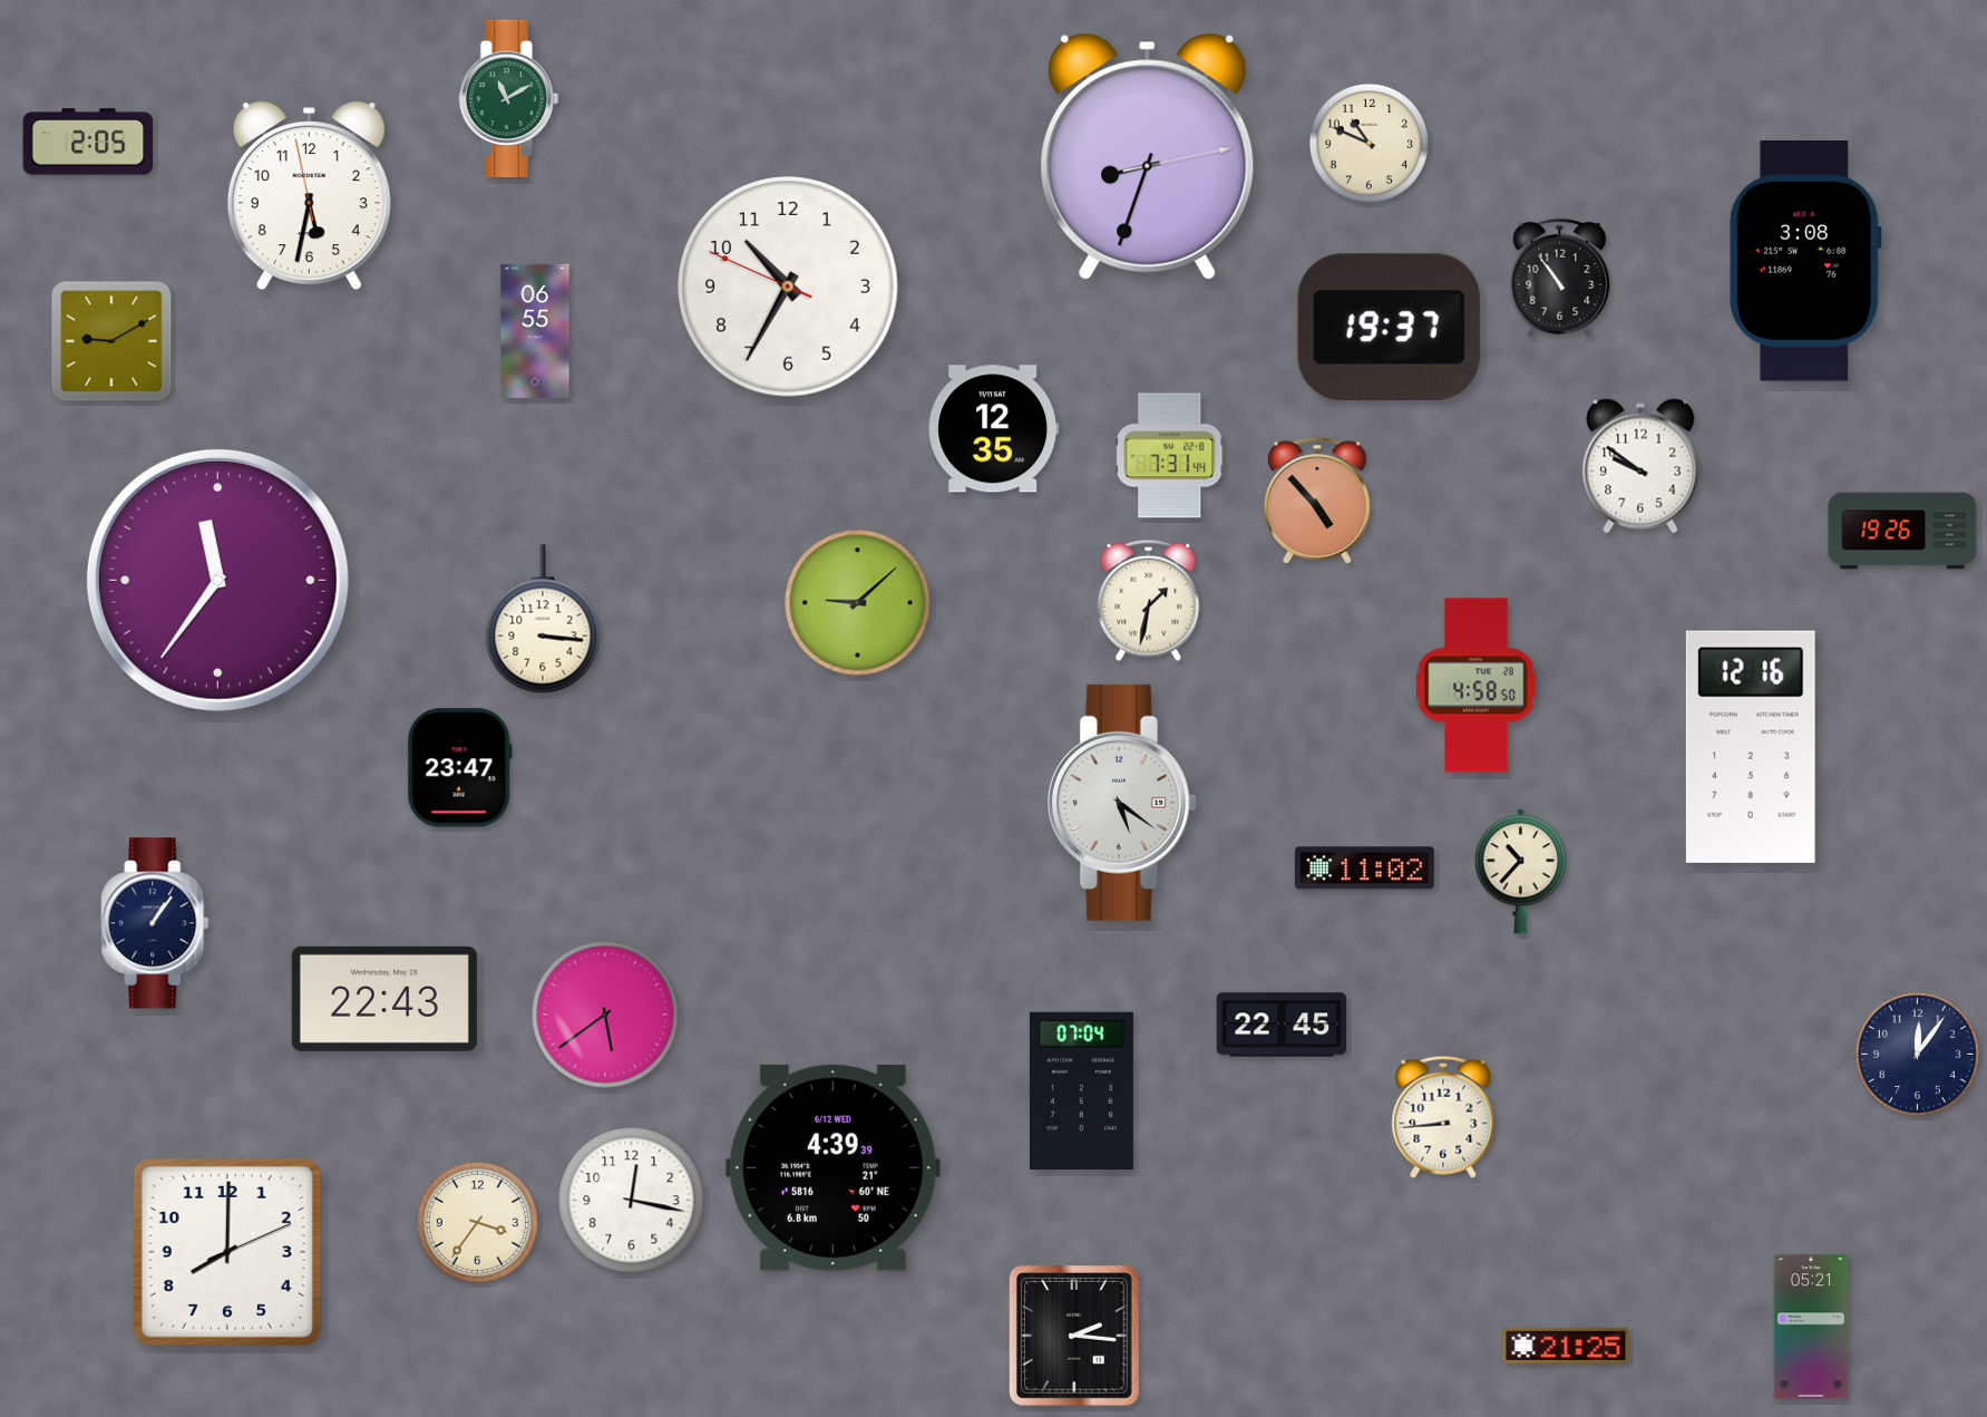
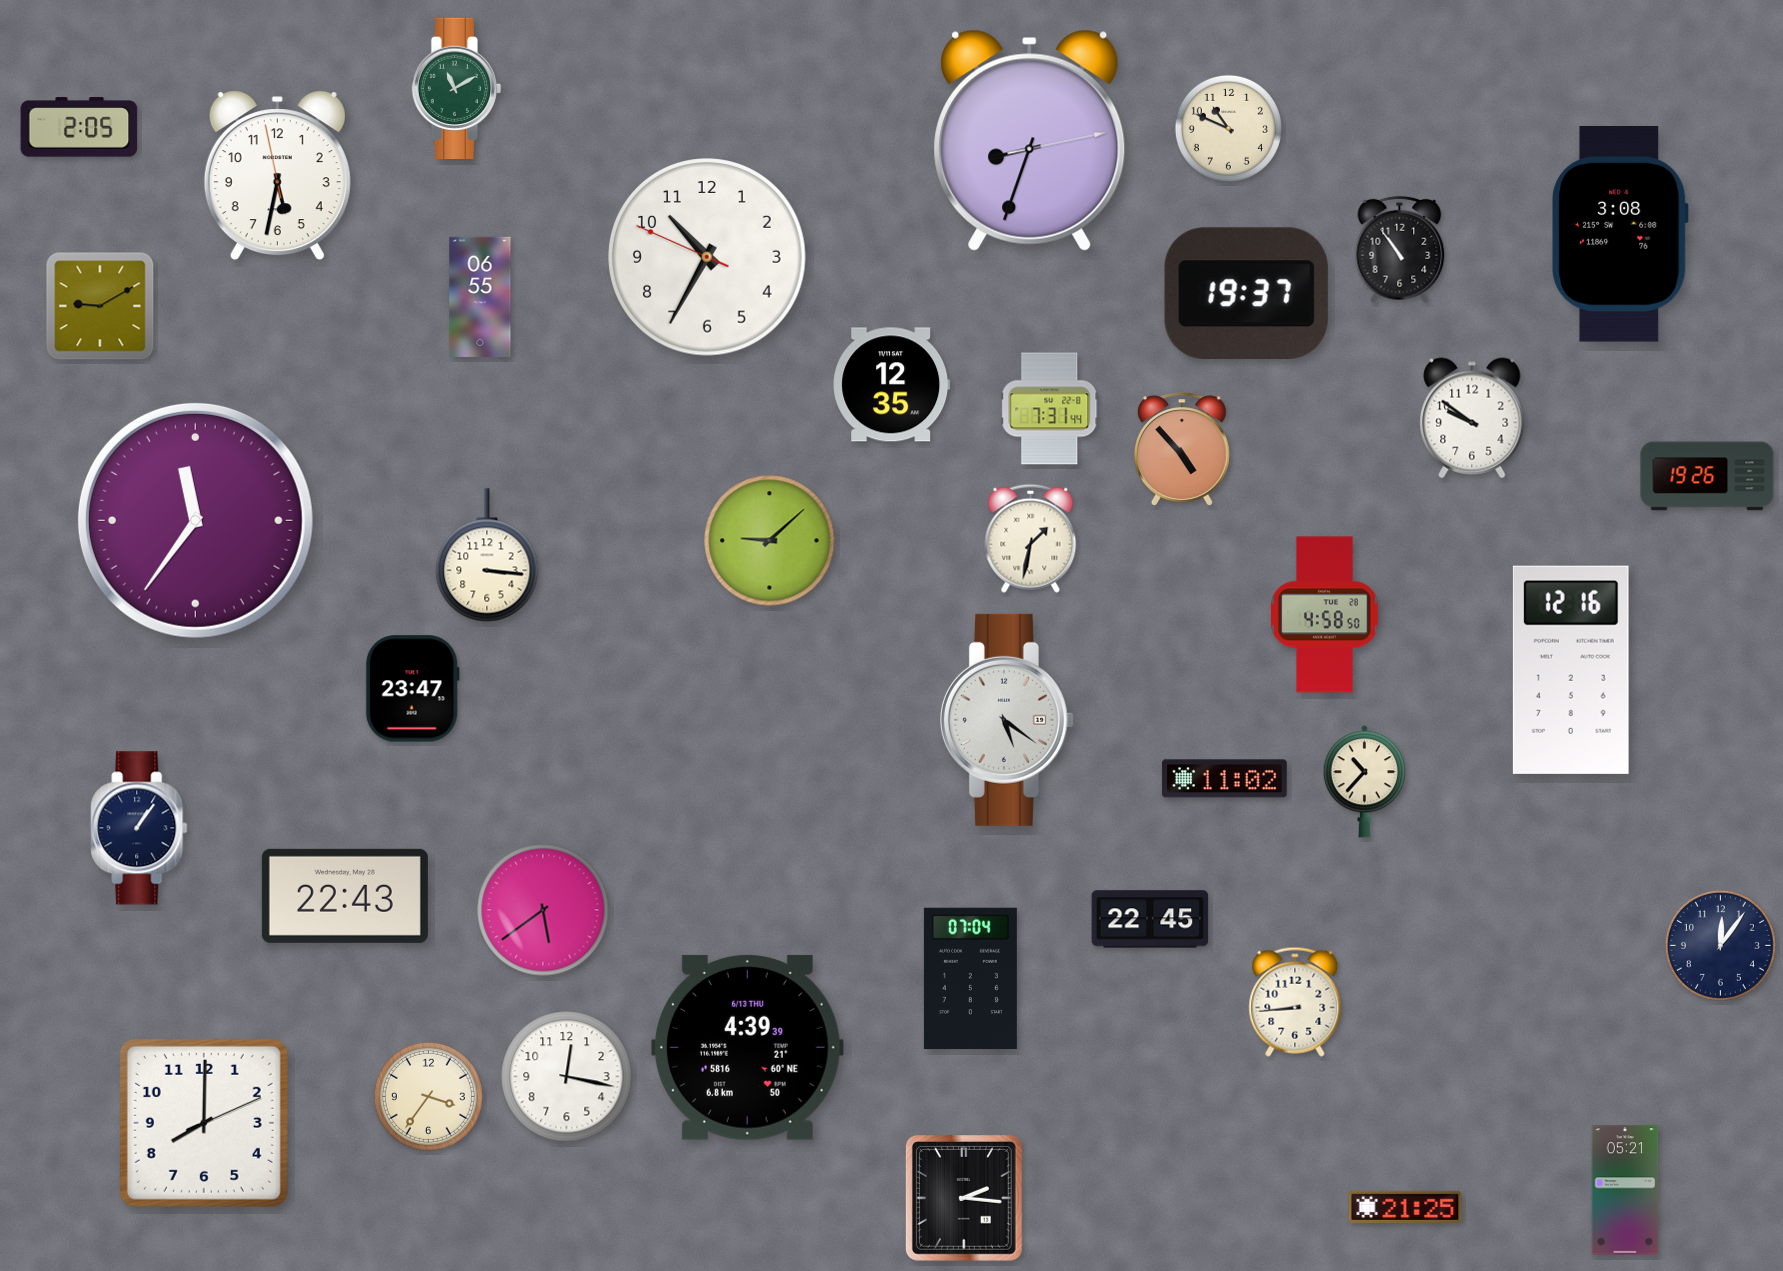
clock at (832, 1167) date: 6/12 WED -> 6/13 THU
